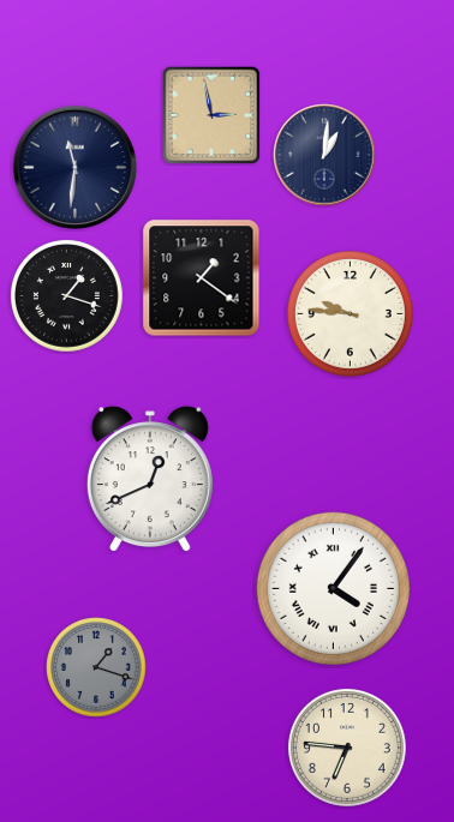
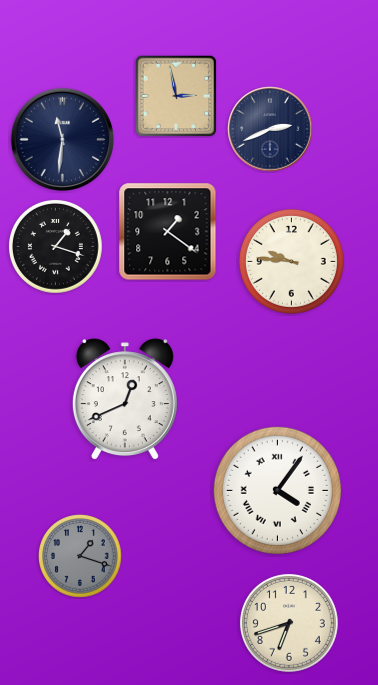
clock at (324, 155): 1:01 -> 2:41
clock at (347, 748): 6:46 -> 6:42
